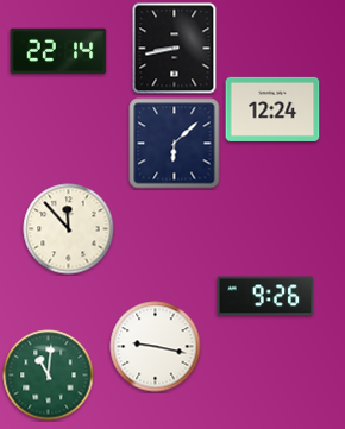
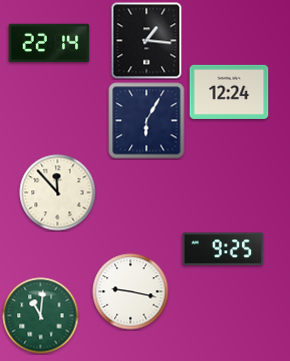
clock at (175, 49): 8:43 -> 1:16
clock at (175, 144): 6:08 -> 6:05
clock at (265, 296): 9:26 -> 9:25
